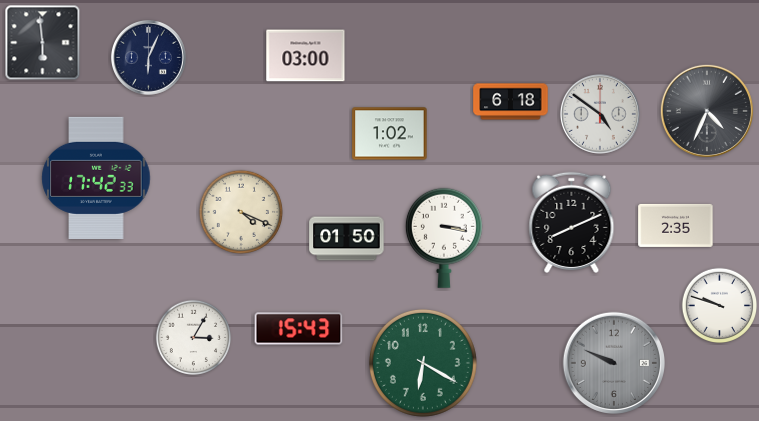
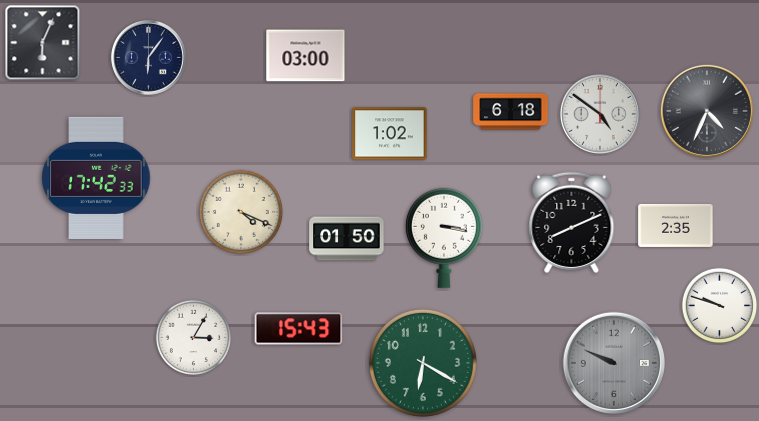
clock at (43, 43): 5:59 -> 6:04
clock at (148, 57): 6:04 -> 6:06
clock at (511, 102) position: (511, 102) -> (511, 112)
